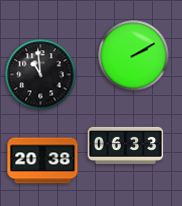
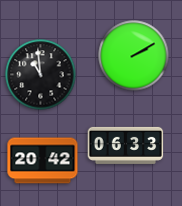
clock at (43, 161): 20:38 -> 20:42
